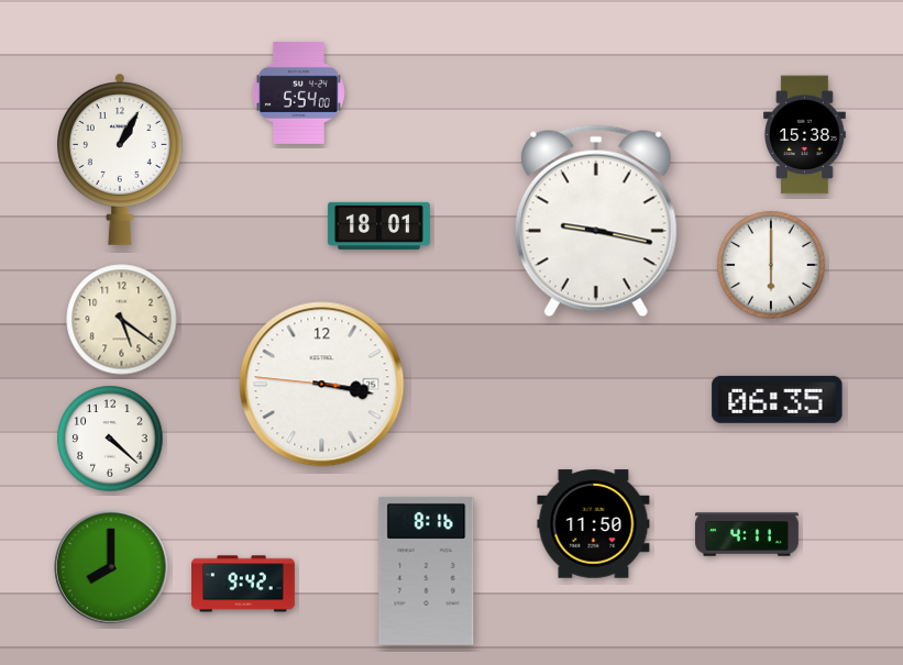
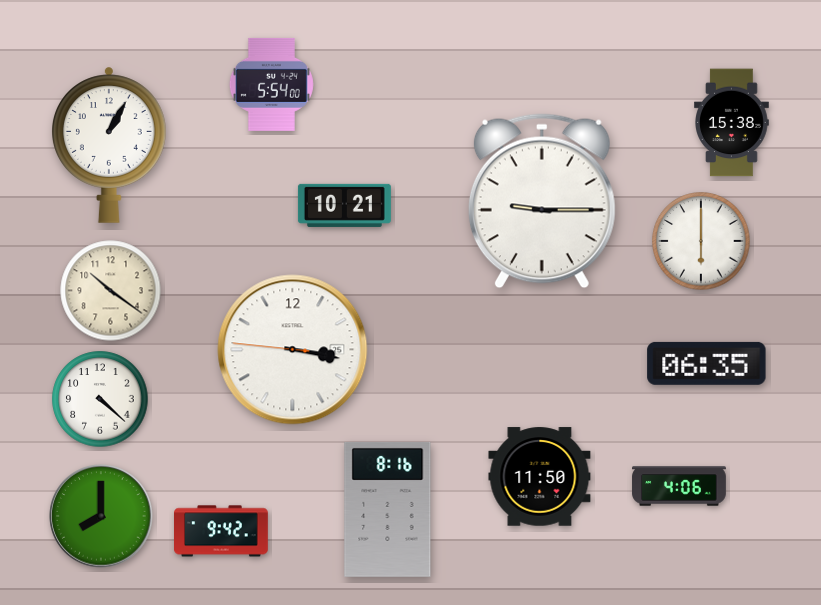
clock at (596, 221): 9:17 -> 9:15
clock at (378, 225): 18:01 -> 10:21
clock at (122, 320): 5:21 -> 10:21
clock at (747, 534): 4:11 -> 4:06
clock at (427, 570) position: (427, 570) -> (388, 509)
